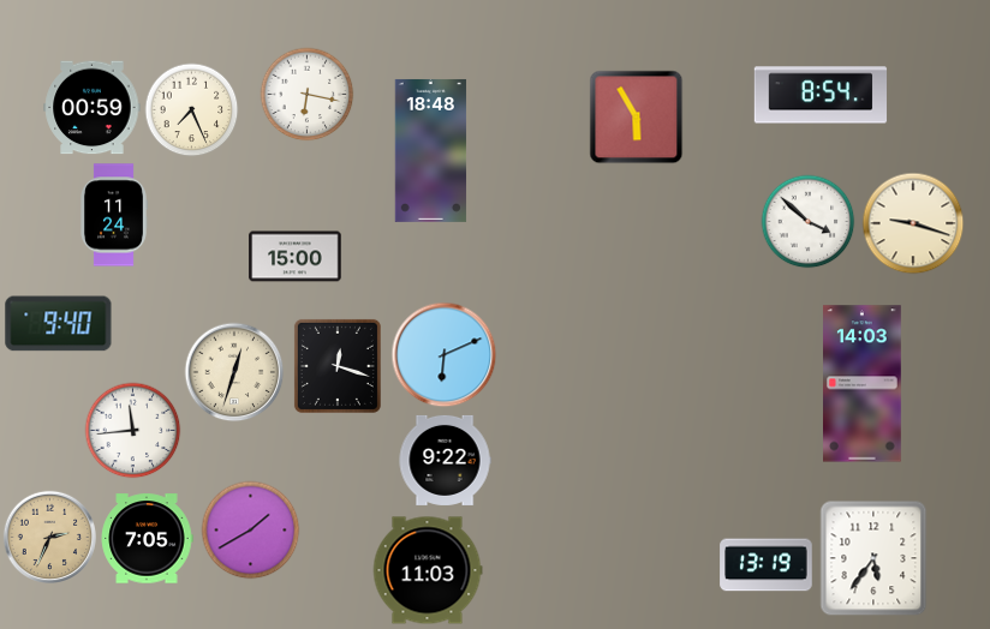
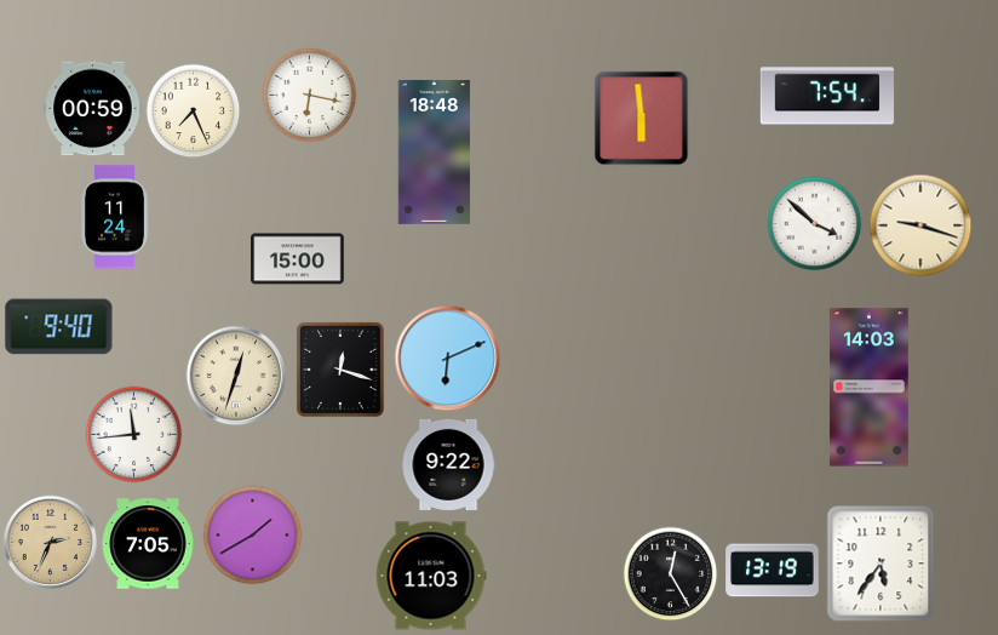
clock at (821, 95): 8:54 -> 7:54
clock at (636, 116): 5:55 -> 5:59
clock at (670, 573): none -> 12:25
